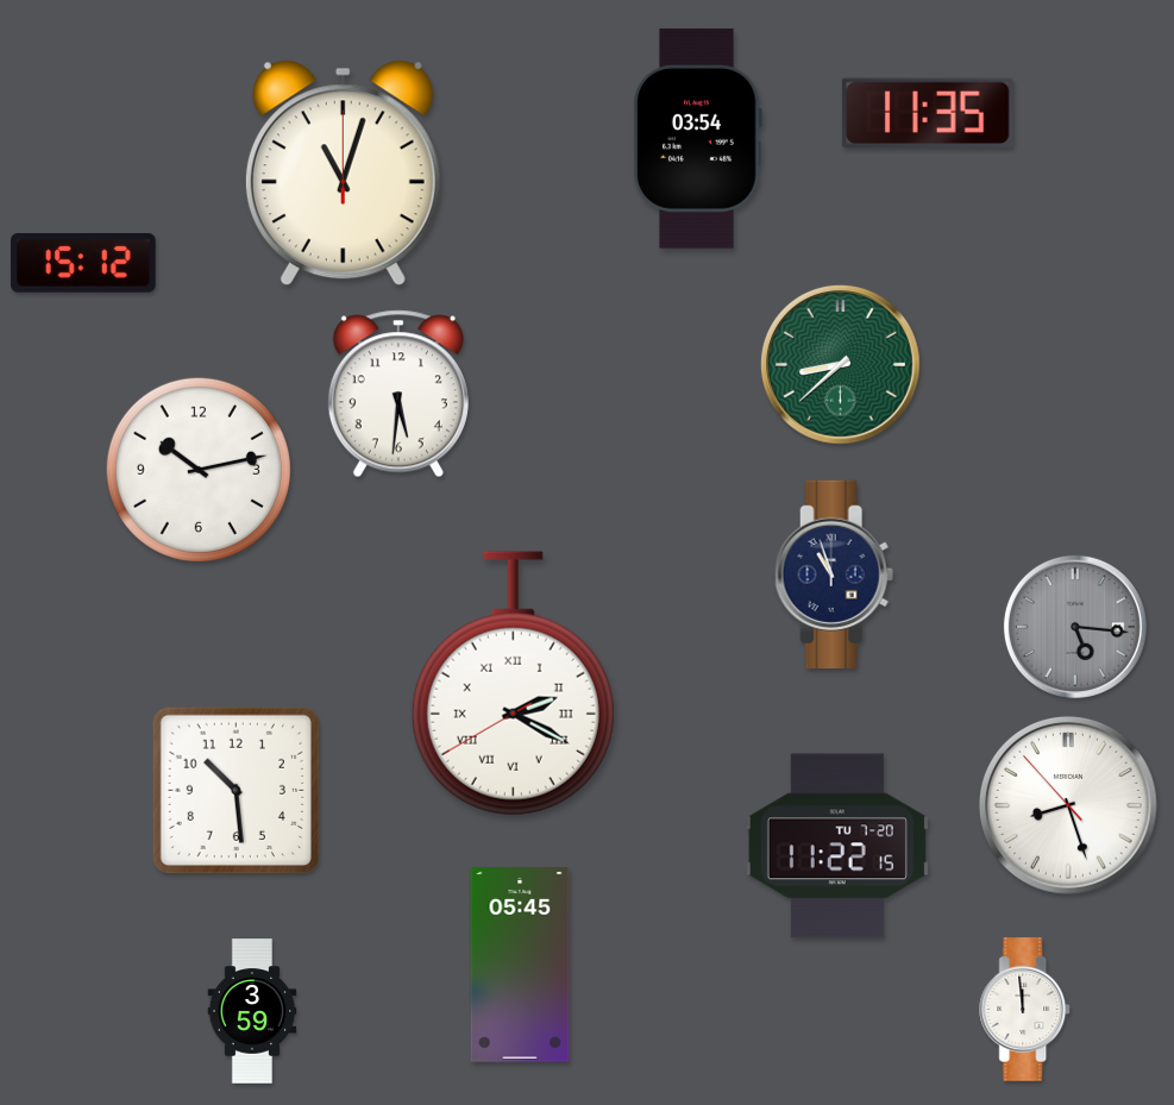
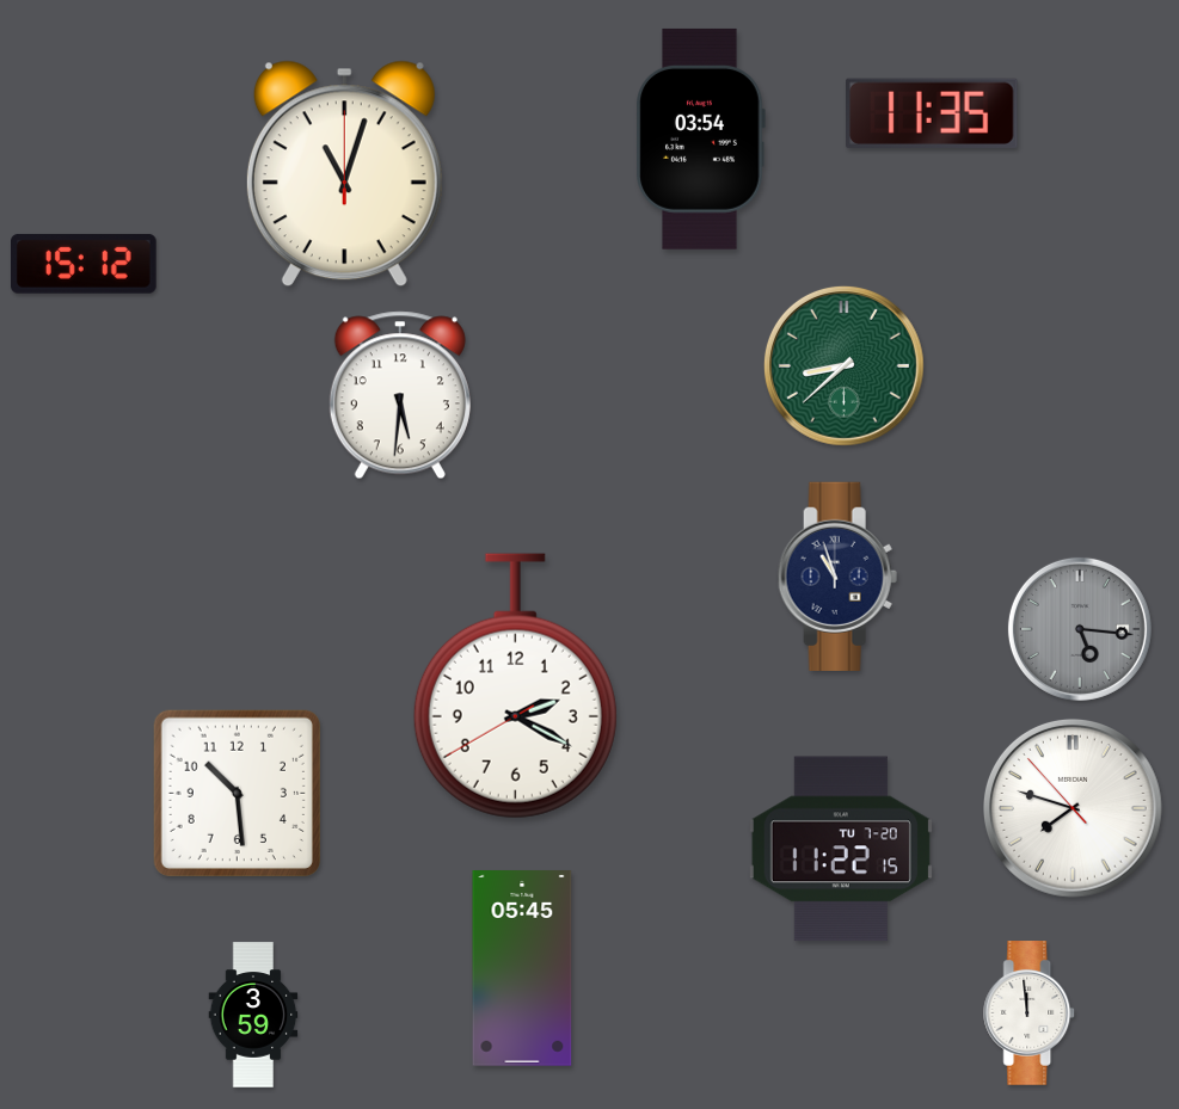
clock at (199, 470): 10:13 -> none
clock at (513, 684) numerals: Roman -> Arabic
clock at (1068, 805): 8:26 -> 7:47
